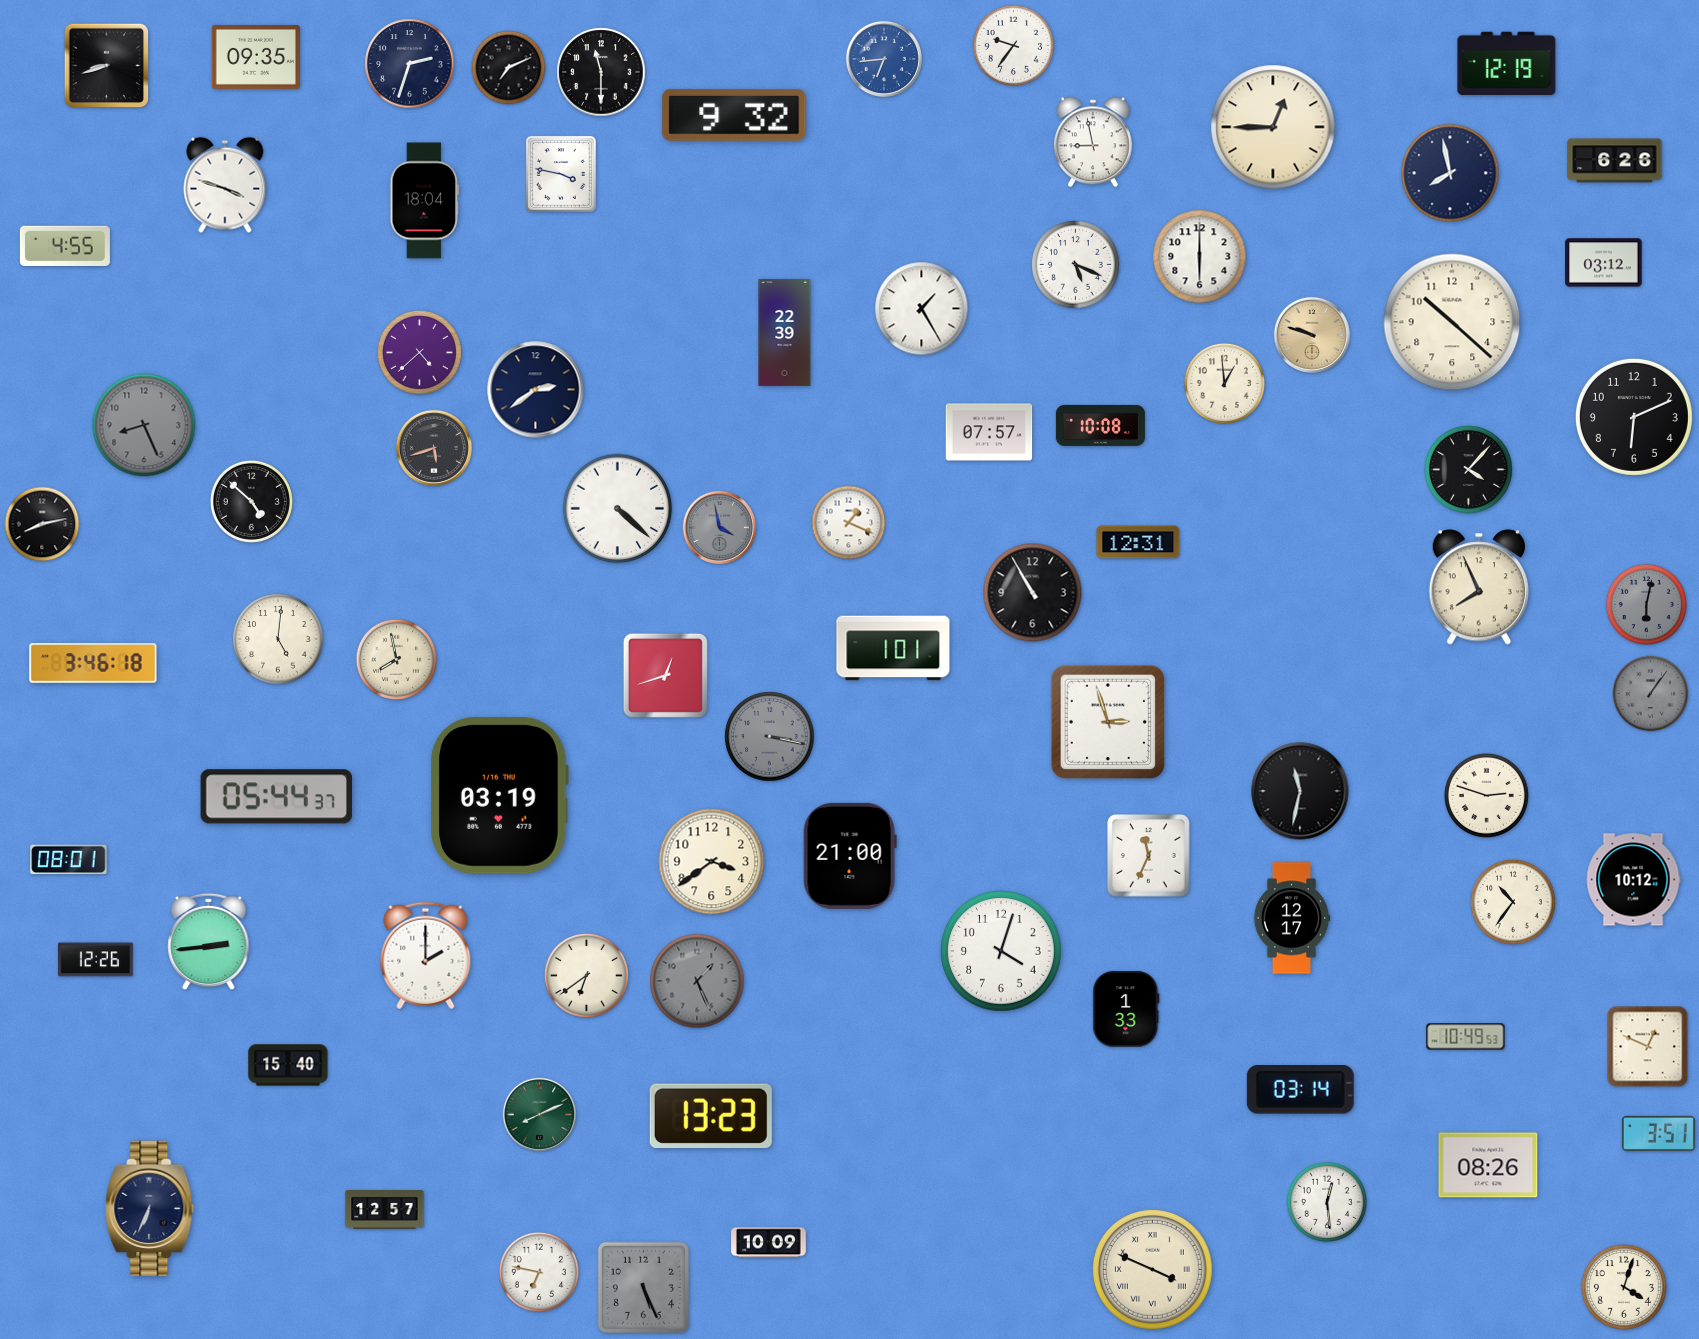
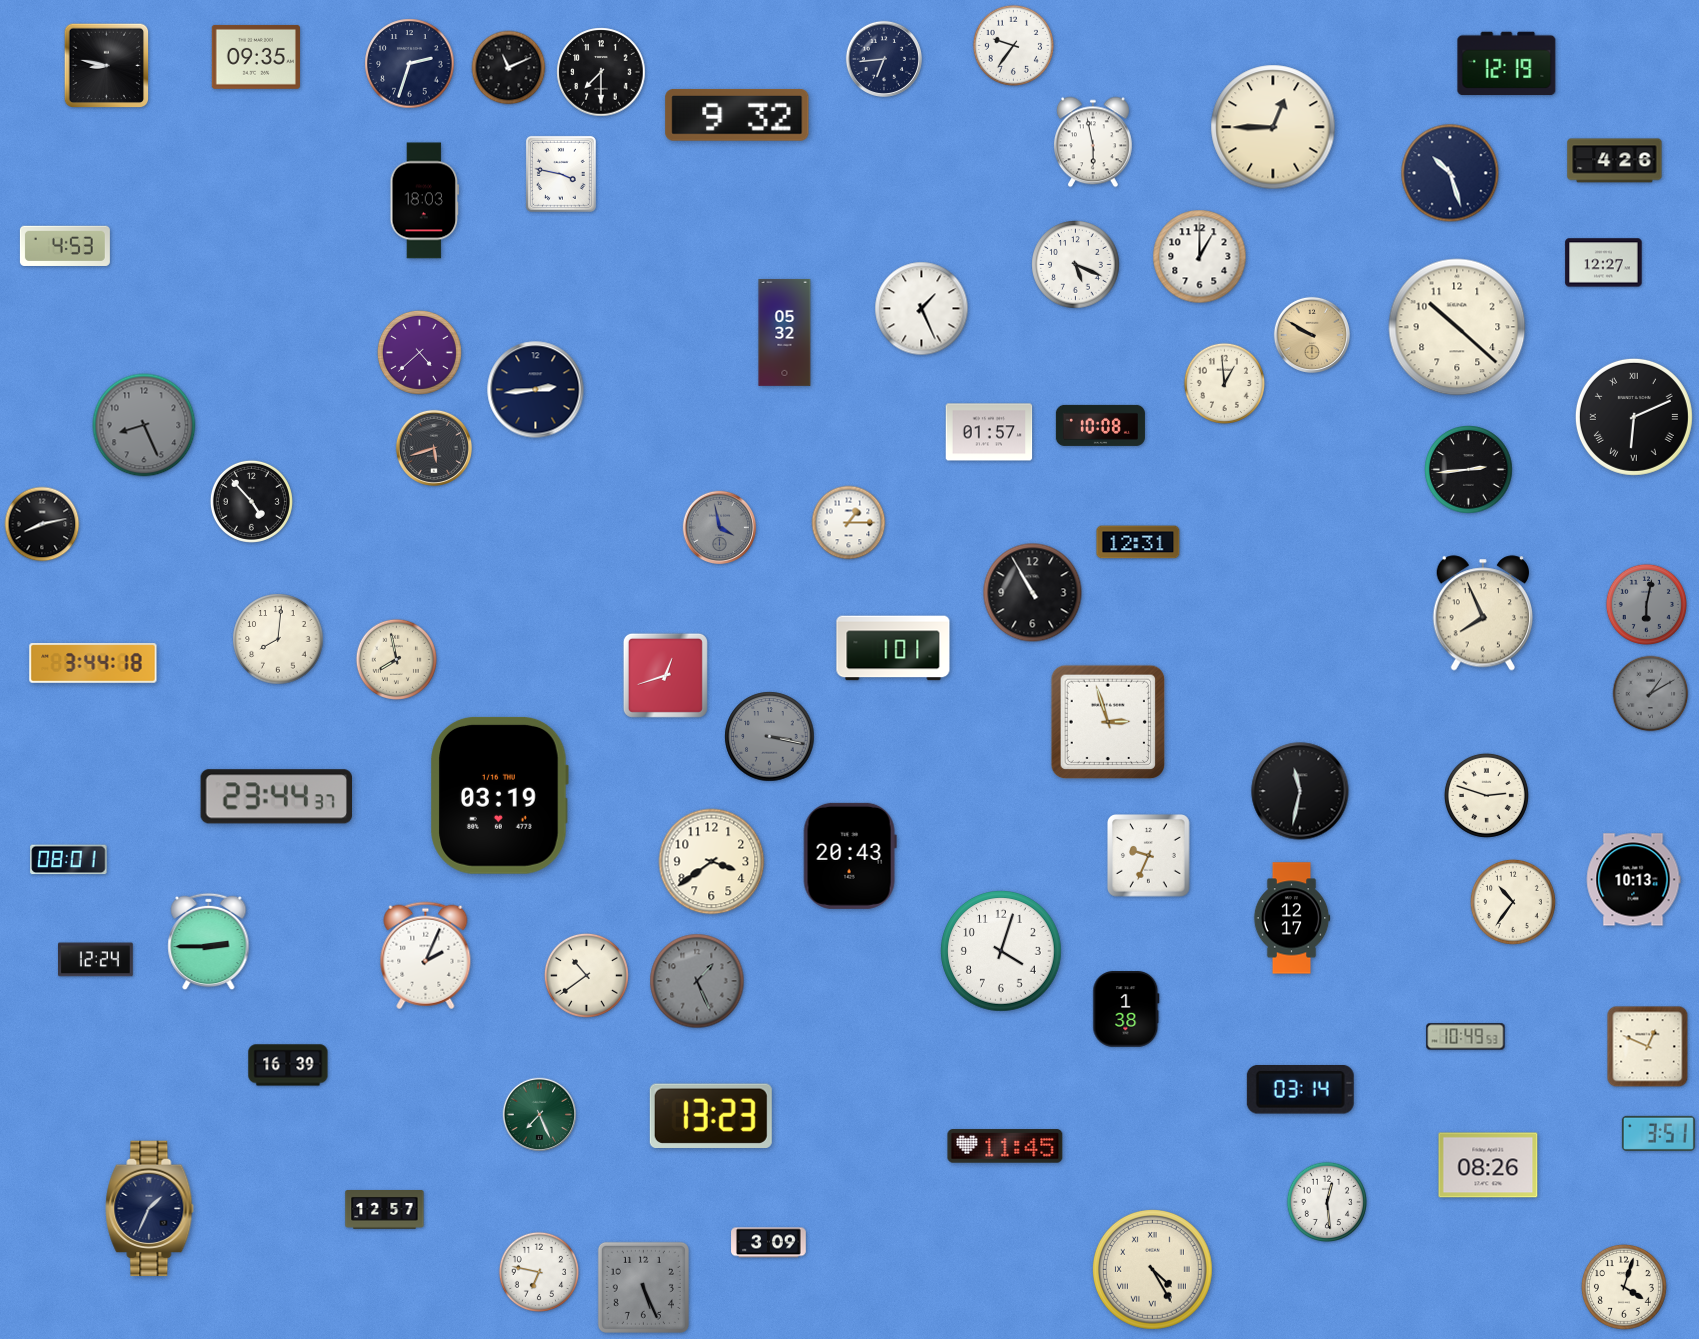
clock at (884, 59) dial: blue -> navy
clock at (107, 66): 8:42 -> 8:47
clock at (509, 68): 7:11 -> 11:11
clock at (601, 72): 11:30 -> 7:30
clock at (734, 115) position: (734, 115) -> (737, 115)
clock at (1093, 142): 8:58 -> 5:58
clock at (1615, 161): 6:26 -> 4:26
clock at (1450, 173): 7:58 -> 10:27
clock at (225, 185): 3:48 -> none
clock at (425, 201): 18:04 -> 18:03
clock at (65, 245): 4:55 -> 4:53
clock at (1200, 257): 6:00 -> 1:00
clock at (1604, 263): 03:12 -> 12:27
clock at (922, 309): 1:25 -> 1:26
clock at (1452, 322) position: (1452, 322) -> (1457, 327)
clock at (785, 332): 22:39 -> 05:32
clock at (1312, 335): 9:48 -> 9:50
clock at (536, 390): 2:39 -> 2:44
clock at (1634, 417) numerals: Arabic -> Roman
clock at (989, 432): 07:57 -> 01:57
clock at (1469, 470): 4:07 -> 2:44
clock at (251, 501): 4:52 -> 4:53
clock at (618, 509): 4:22 -> none
clock at (849, 523): 1:19 -> 1:15
clock at (1478, 587) position: (1478, 587) -> (1482, 613)
clock at (278, 639): 5:01 -> 8:01
clock at (93, 663): 3:46 -> 3:44
clock at (1651, 694): 1:06 -> 1:10
clock at (276, 797): 05:44 -> 23:44
clock at (850, 856): 21:00 -> 20:43
clock at (1149, 856): 11:34 -> 9:34
clock at (1633, 880): 10:12 -> 10:13
clock at (209, 942): 2:44 -> 2:45
clock at (426, 956): 2:00 -> 2:04
clock at (96, 960): 12:26 -> 12:24
clock at (586, 975): 6:39 -> 10:39
clock at (1126, 1009): 1:33 -> 1:38
clock at (288, 1065): 15:40 -> 16:39
clock at (540, 1115): 8:11 -> 7:26
clock at (1005, 1146): none -> 11:45
clock at (150, 1209): 6:34 -> 1:34
clock at (769, 1243): 10:09 -> 3:09
clock at (1153, 1270): 3:49 -> 4:25
